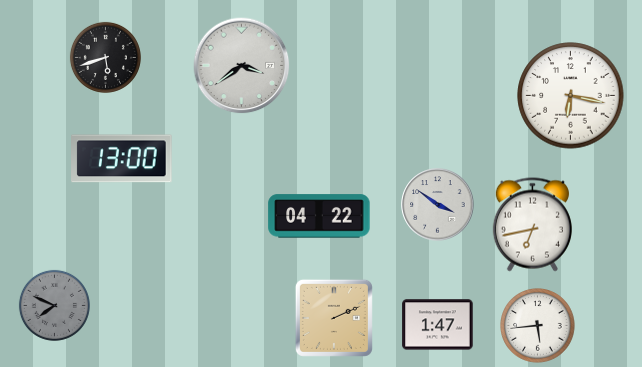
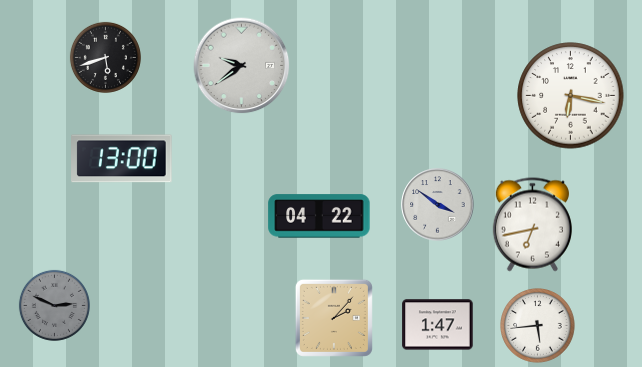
clock at (242, 66): 3:39 -> 9:39
clock at (54, 305): 7:49 -> 2:49
clock at (334, 318): 2:11 -> 2:07
